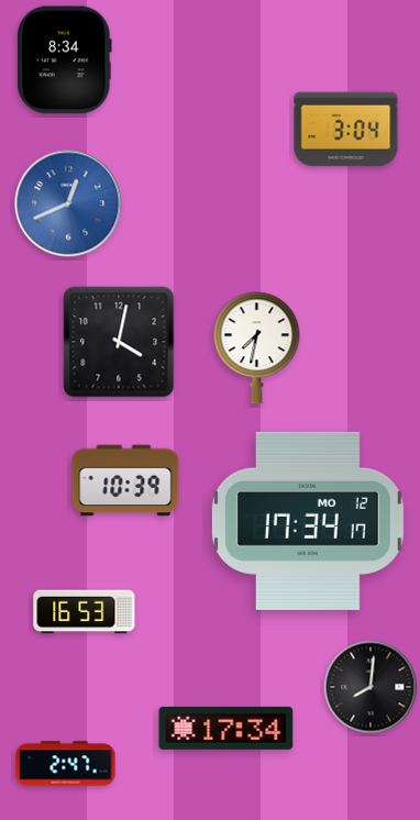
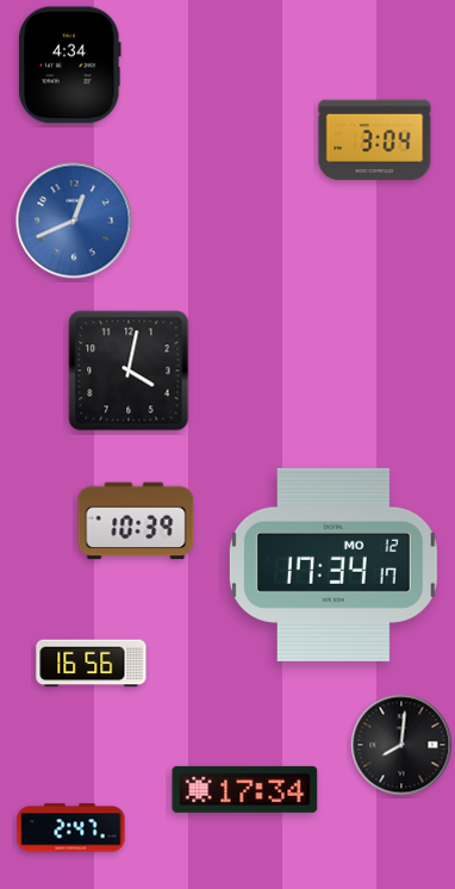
clock at (65, 60): 8:34 -> 4:34
clock at (257, 348): 7:32 -> none
clock at (85, 612): 16:53 -> 16:56
